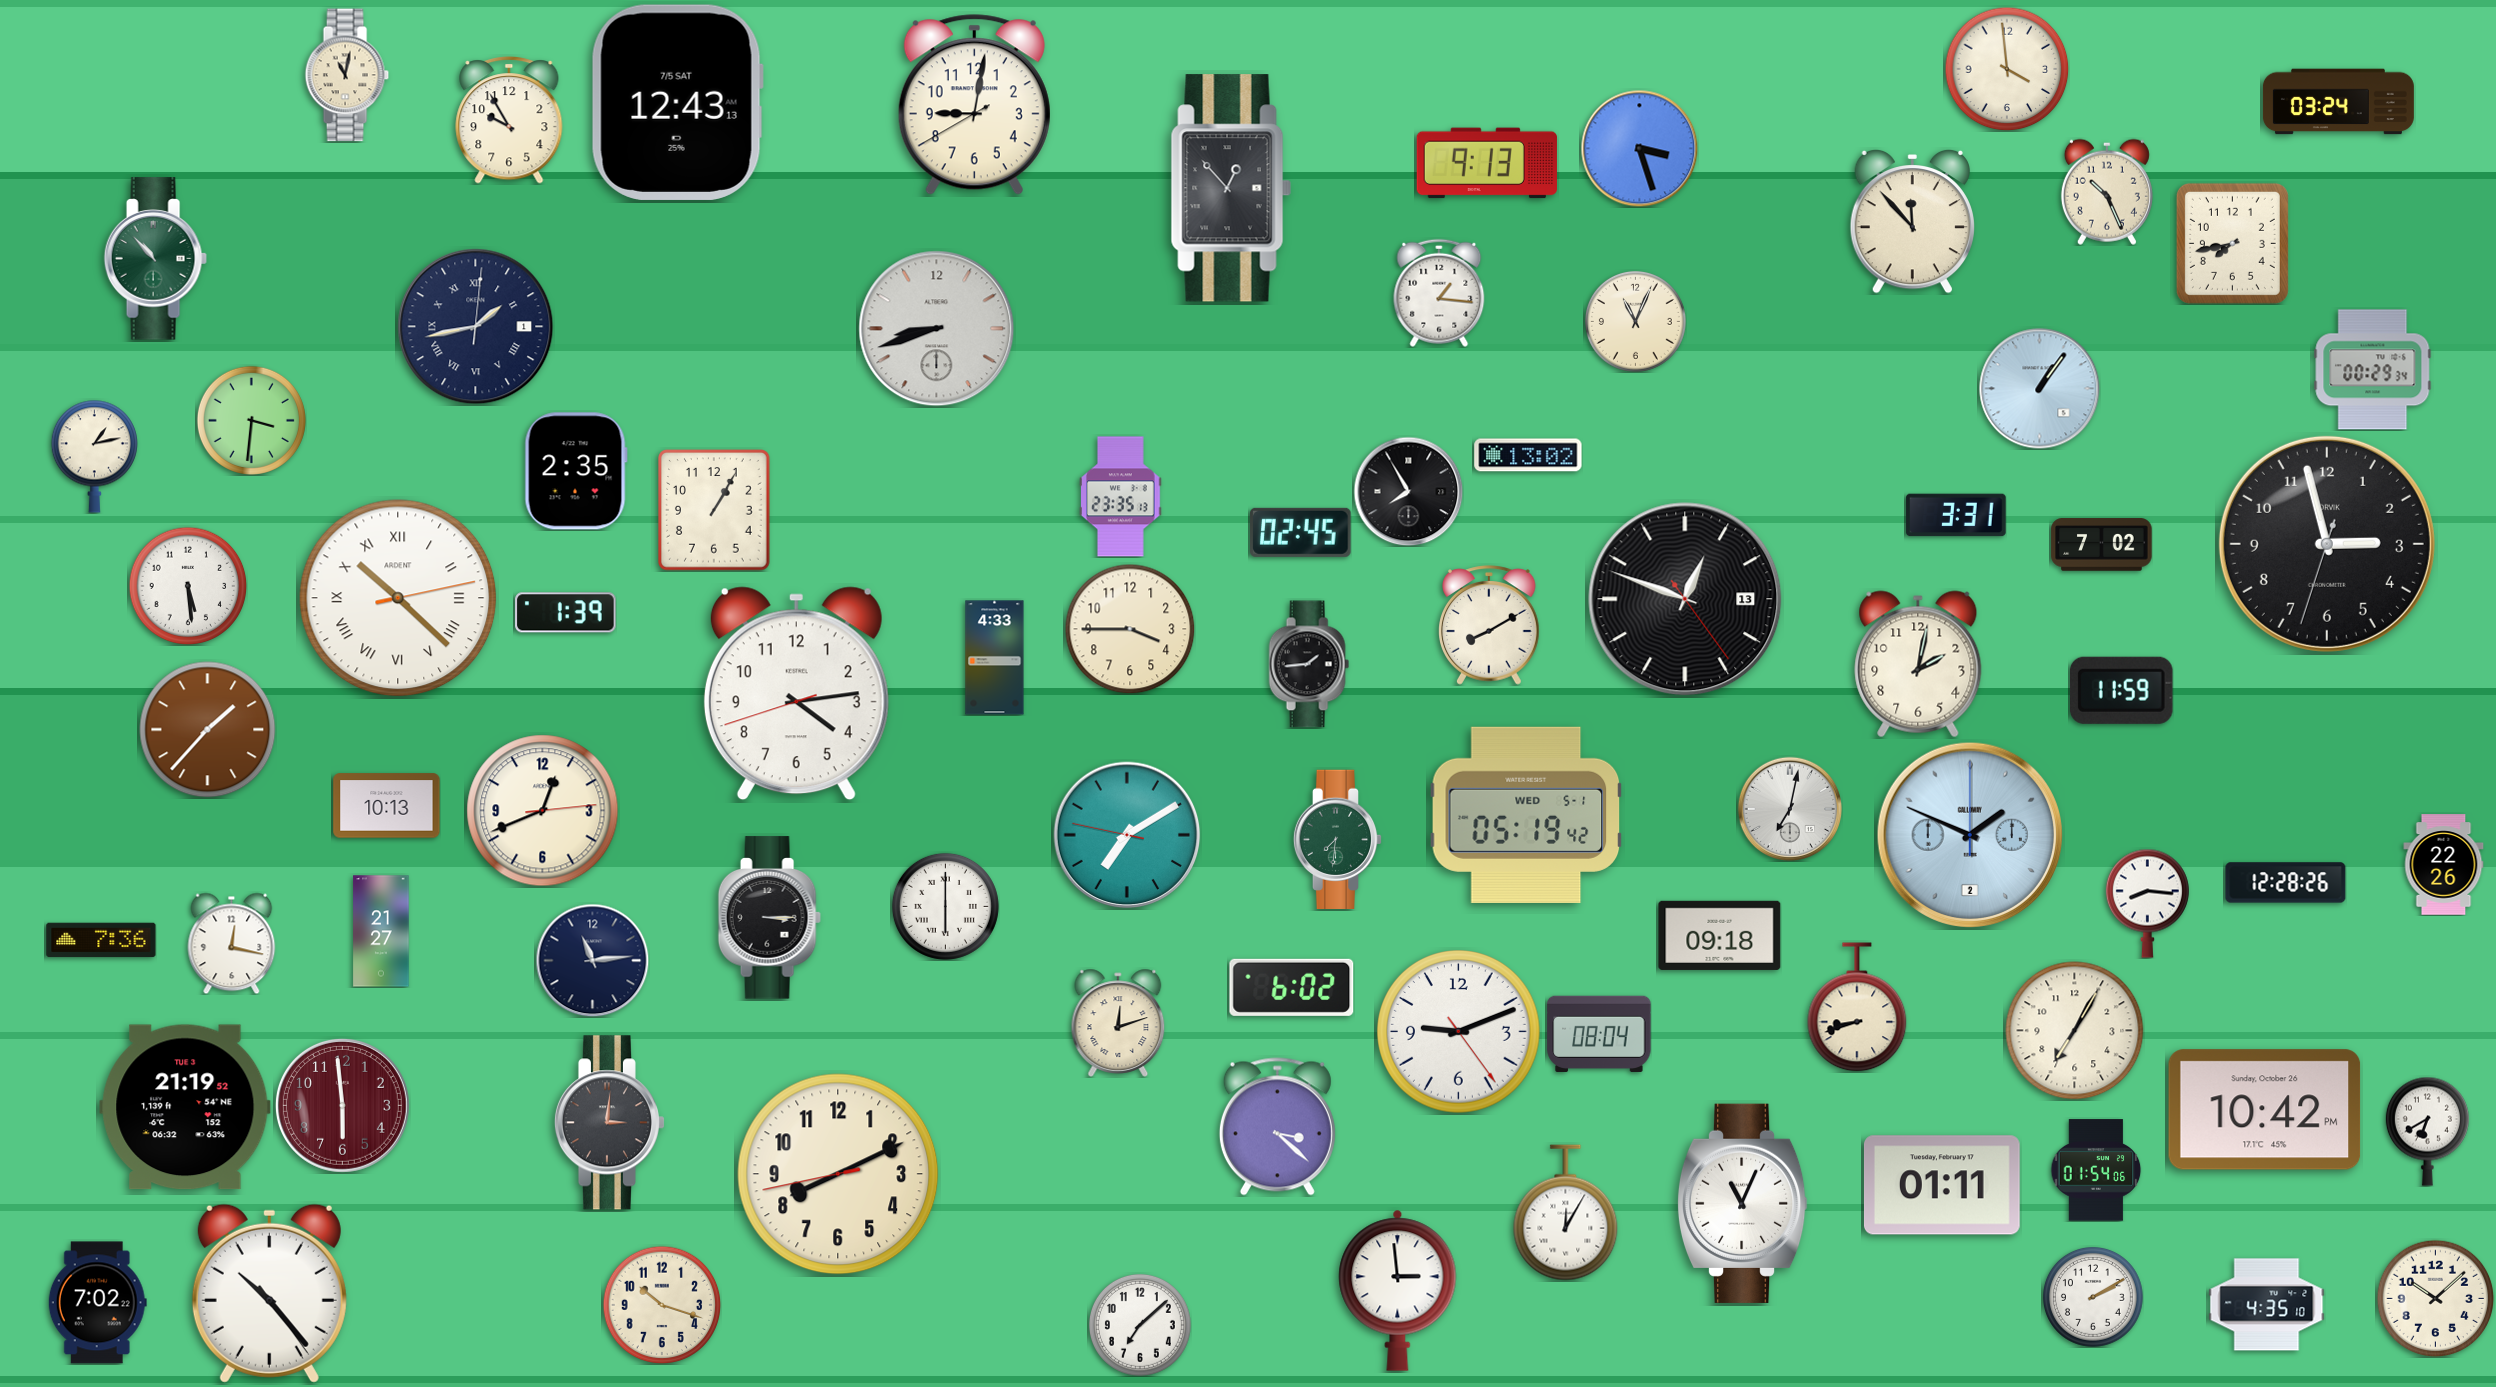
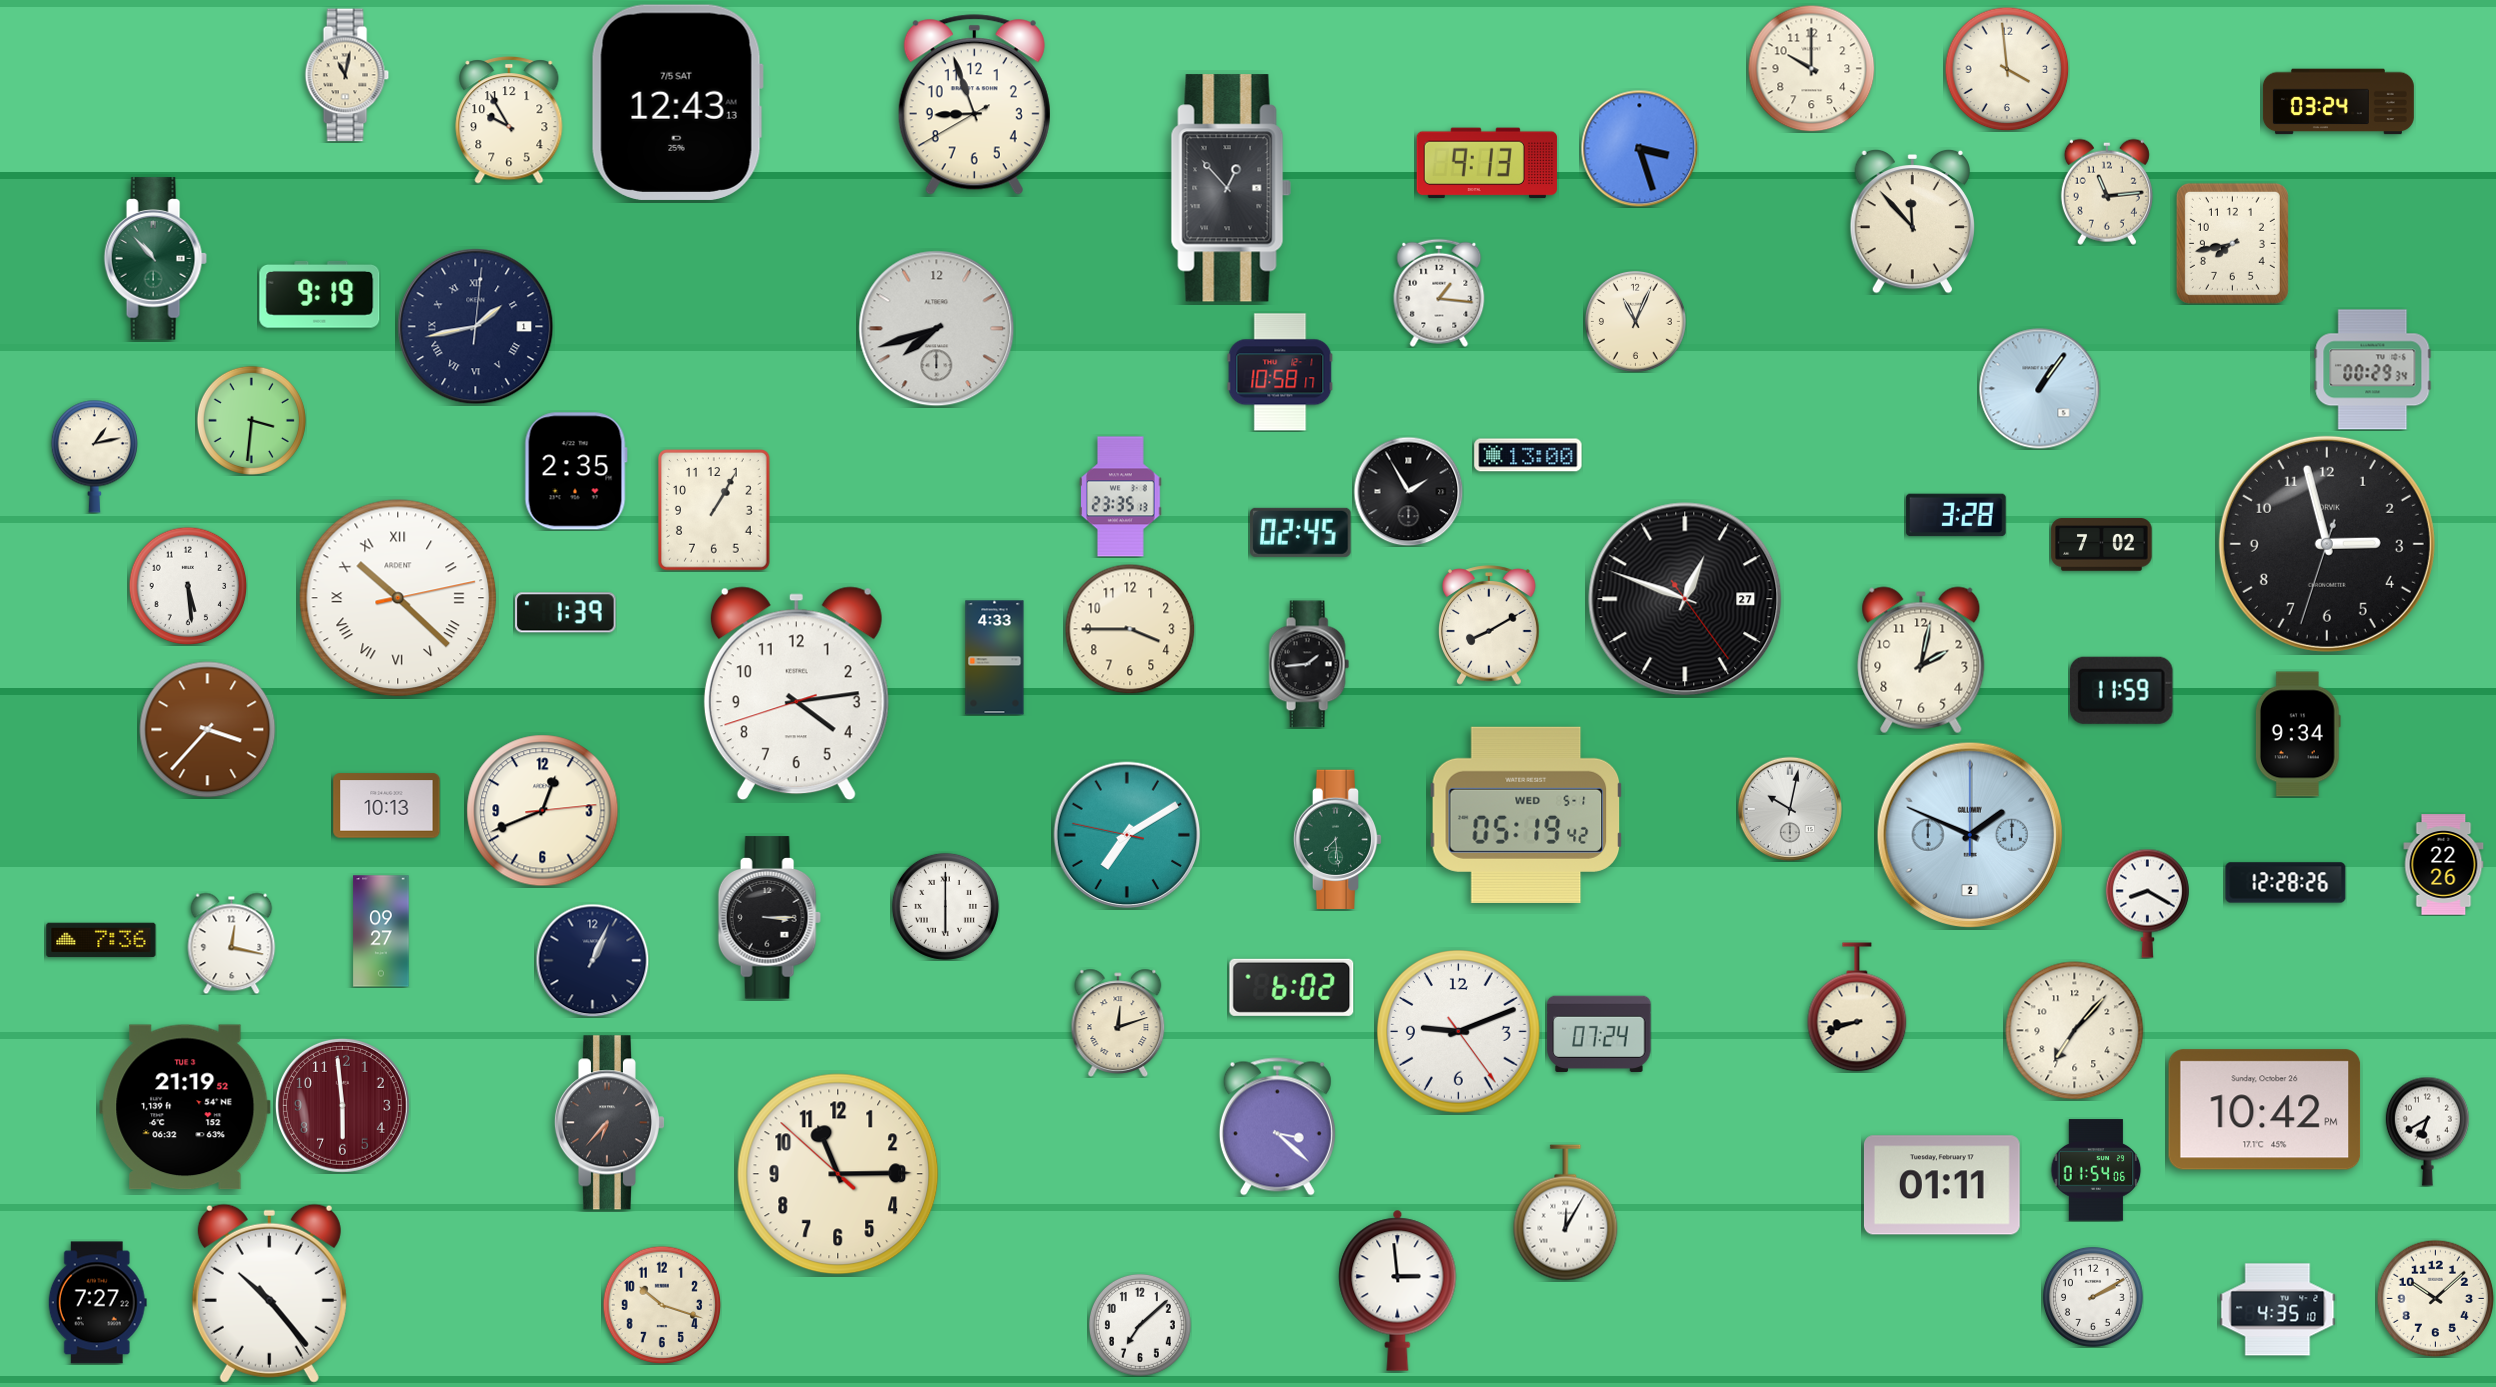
clock at (1811, 68): none -> 10:00
clock at (974, 105): 9:01 -> 8:56
clock at (2107, 192): 10:26 -> 11:14
clock at (320, 295): none -> 9:19
clock at (937, 329): 8:42 -> 7:42
clock at (1280, 372): none -> 10:58
clock at (1528, 455): 13:02 -> 13:00
clock at (1408, 491): 7:55 -> 1:55
clock at (1956, 515): 3:31 -> 3:28
clock at (1685, 599) date: 13 -> 27
clock at (1918, 664) position: (1918, 664) -> (1921, 660)
clock at (208, 730): 1:37 -> 3:37
clock at (2298, 734): none -> 9:34
clock at (1790, 809): 7:02 -> 10:02
clock at (1338, 839): 7:31 -> 7:29
clock at (2147, 903): 8:16 -> 8:20
clock at (381, 931): 21:27 -> 09:27
clock at (1720, 935): 09:18 -> none
clock at (592, 960): 11:14 -> 1:04
clock at (2075, 1031): 7:05 -> 7:07
clock at (1599, 1034): 08:04 -> 07:24
clock at (609, 1123): 3:01 -> 6:37
clock at (838, 1174): 8:10 -> 11:14
clock at (1742, 1203): 11:04 -> none
clock at (97, 1303): 7:02 -> 7:27
clock at (2267, 1305) position: (2267, 1305) -> (2278, 1310)
